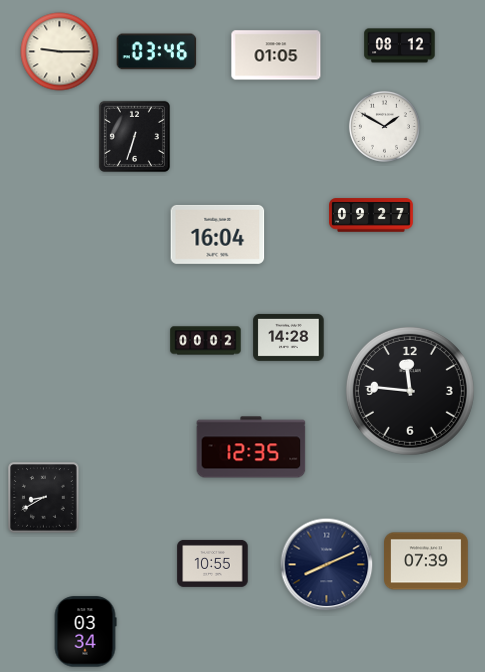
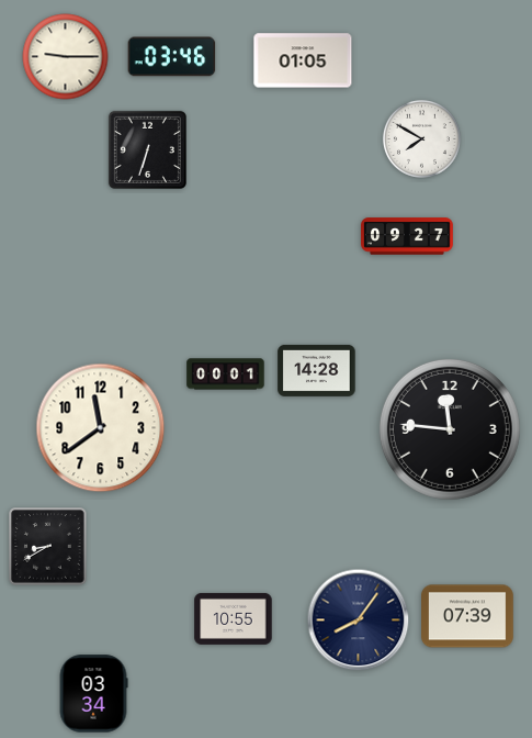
clock at (400, 46): 08:12 -> none
clock at (384, 126): 1:50 -> 7:50
clock at (218, 234): 16:04 -> none
clock at (206, 341): 00:02 -> 00:01
clock at (101, 428): none -> 11:39
clock at (251, 447): 12:35 -> none
clock at (327, 565): 8:11 -> 8:06
